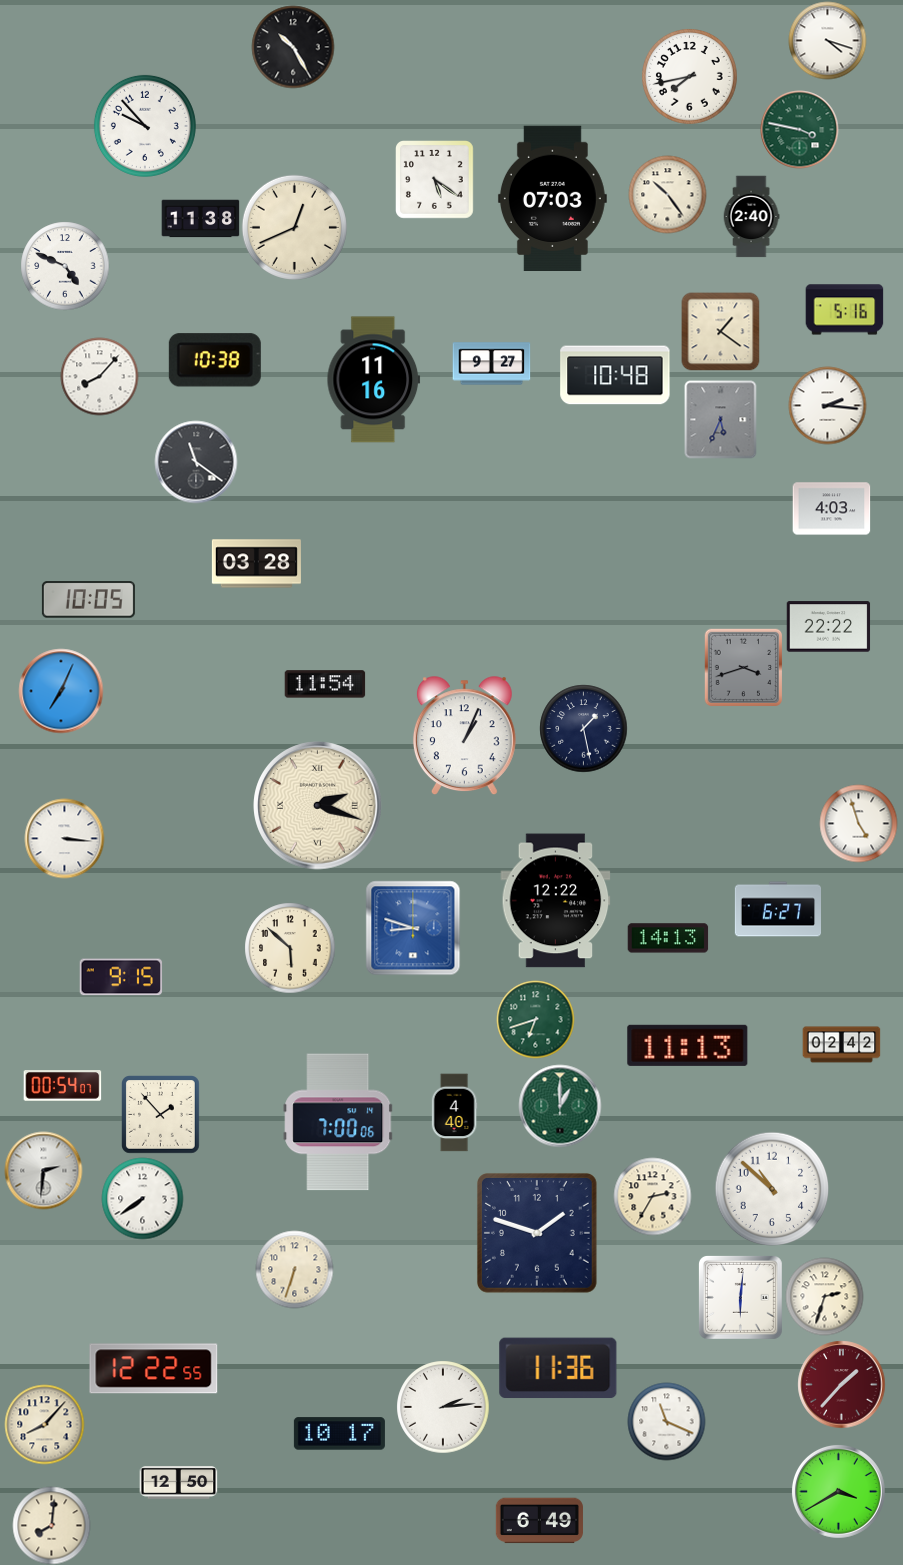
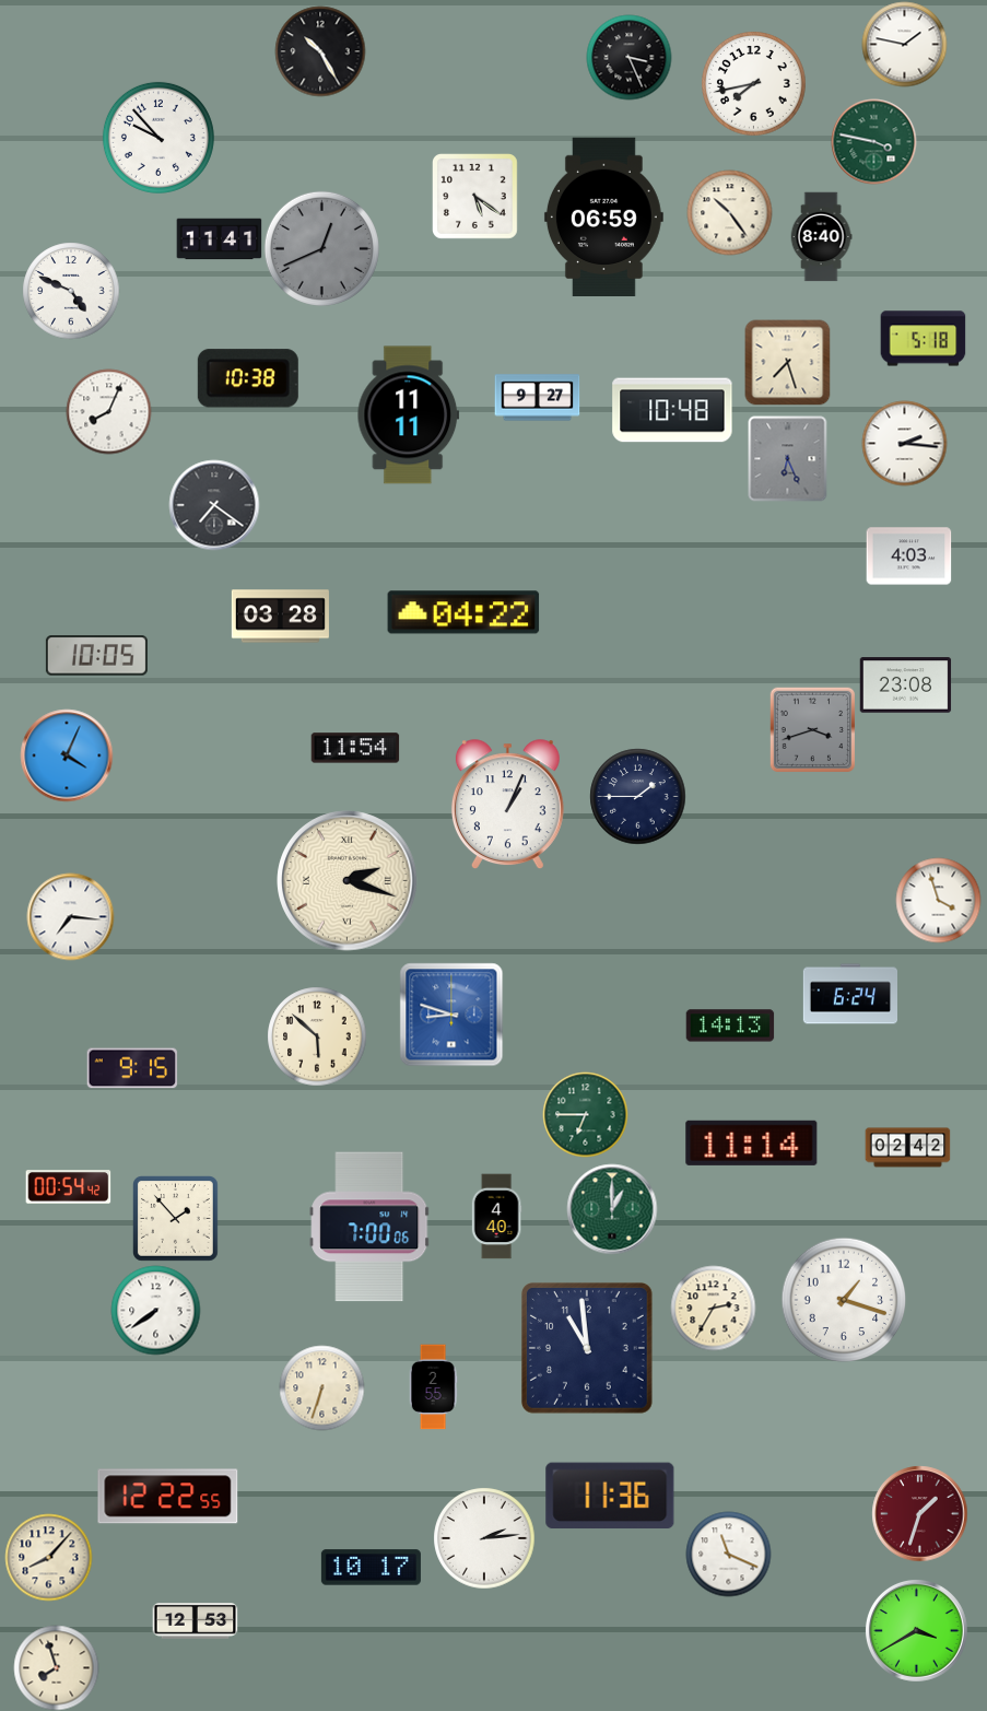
clock at (827, 40): 4:18 -> 1:47
clock at (628, 57): none -> 3:26
clock at (552, 198): 07:03 -> 06:59
clock at (751, 216): 2:40 -> 8:40
clock at (200, 219): 11:38 -> 11:41
clock at (294, 227) dial: cream -> grey
clock at (844, 310): 5:16 -> 5:18
clock at (720, 331): 1:21 -> 7:27
clock at (215, 360) position: (215, 360) -> (248, 378)
clock at (99, 376): 8:07 -> 8:04
clock at (374, 380): 11:16 -> 11:11
clock at (721, 419): 5:34 -> 6:26
clock at (196, 462): 11:21 -> 7:21
clock at (463, 612): none -> 04:22
clock at (828, 627): 22:22 -> 23:08
clock at (61, 691): 7:04 -> 4:04
clock at (583, 728): 1:28 -> 1:45
clock at (858, 823): 4:57 -> 3:57
clock at (64, 838): 3:16 -> 7:16
clock at (556, 901): 12:22 -> none
clock at (777, 909): 6:27 -> 6:24
clock at (535, 1019): 6:42 -> 6:45
clock at (688, 1045): 11:13 -> 11:14
clock at (841, 1045) position: (841, 1045) -> (907, 1148)
clock at (62, 1086): 00:54:07 -> 00:54:42
clock at (43, 1170): 2:31 -> none
clock at (772, 1189): 10:52 -> 1:18
clock at (537, 1233): 1:48 -> 10:59
clock at (433, 1386): none -> 2:55
clock at (824, 1296): 2:33 -> none
clock at (740, 1297): 6:01 -> none
clock at (841, 1384): 1:37 -> 1:33
clock at (178, 1483): 12:50 -> 12:53
clock at (539, 1521): 6:49 -> none
clock at (51, 1525): 8:01 -> 7:57
